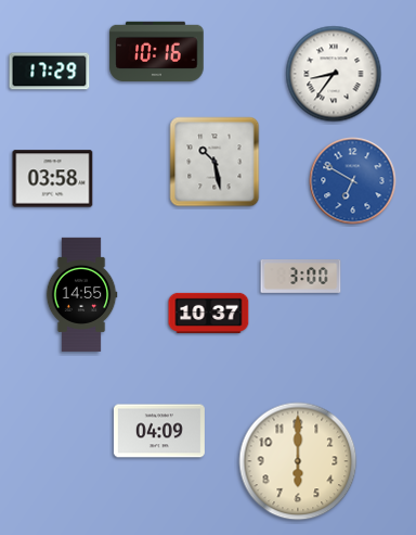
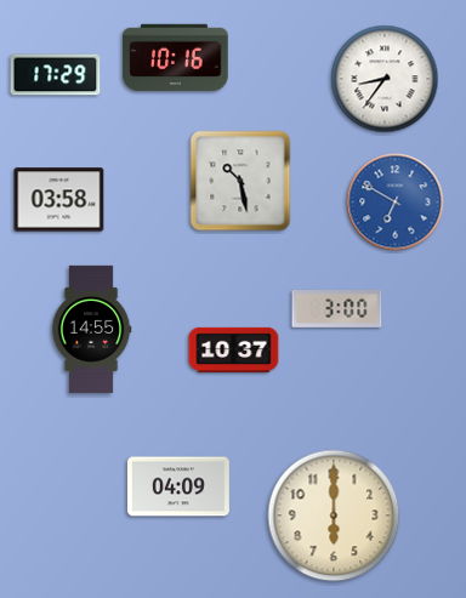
clock at (50, 72) position: (50, 72) -> (56, 75)
clock at (334, 74) position: (334, 74) -> (385, 79)
clock at (159, 431) position: (159, 431) -> (178, 486)
